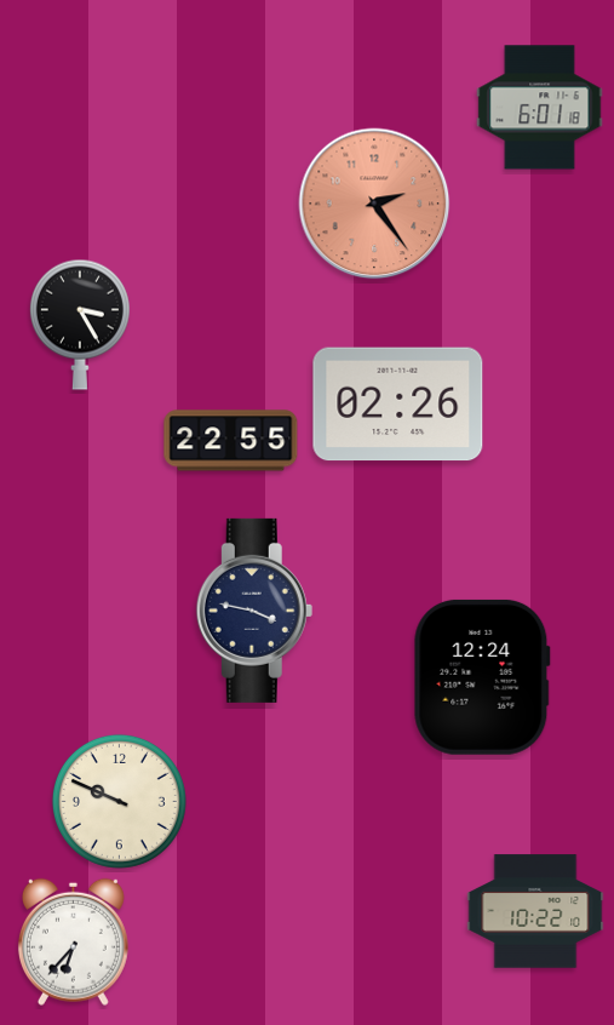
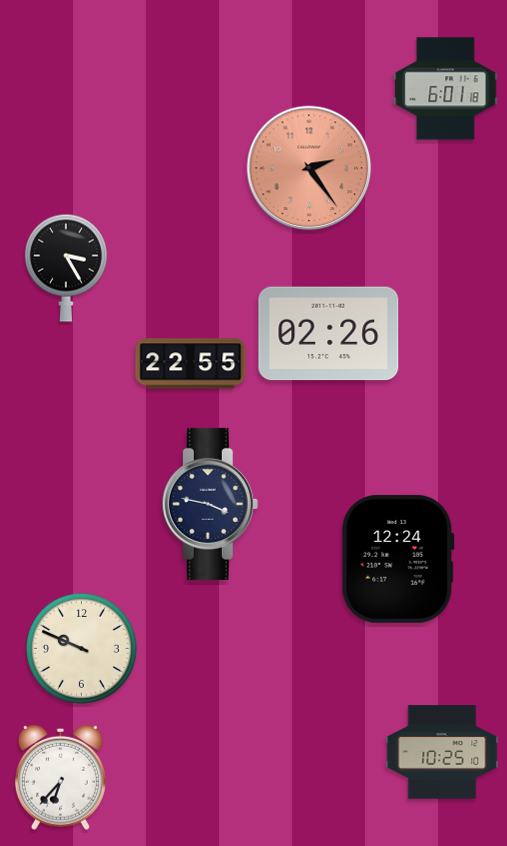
clock at (119, 801) position: (119, 801) -> (81, 648)
clock at (535, 911): 10:22 -> 10:25
